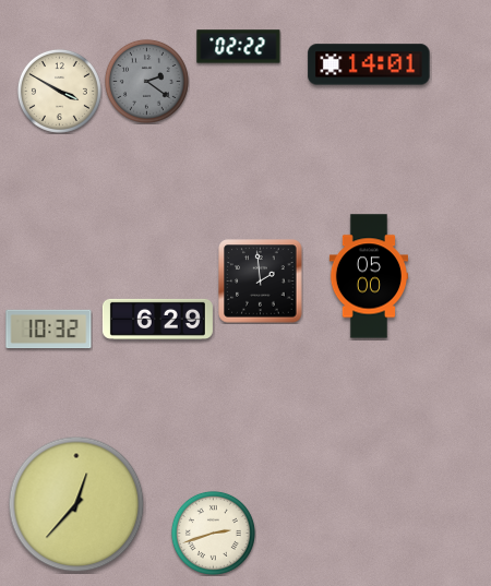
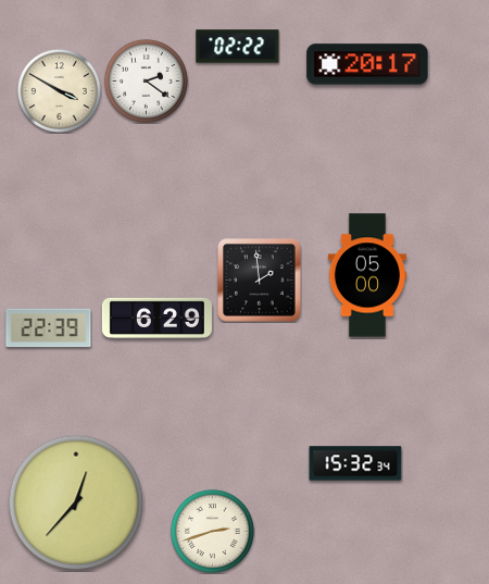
clock at (369, 64): 14:01 -> 20:17
clock at (146, 81) dial: grey -> white
clock at (49, 330): 10:32 -> 22:39
clock at (355, 463): none -> 15:32
